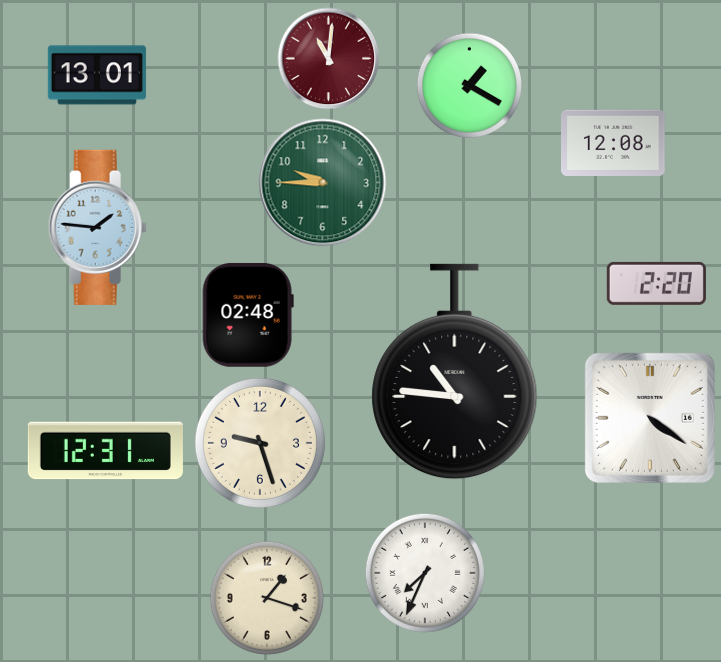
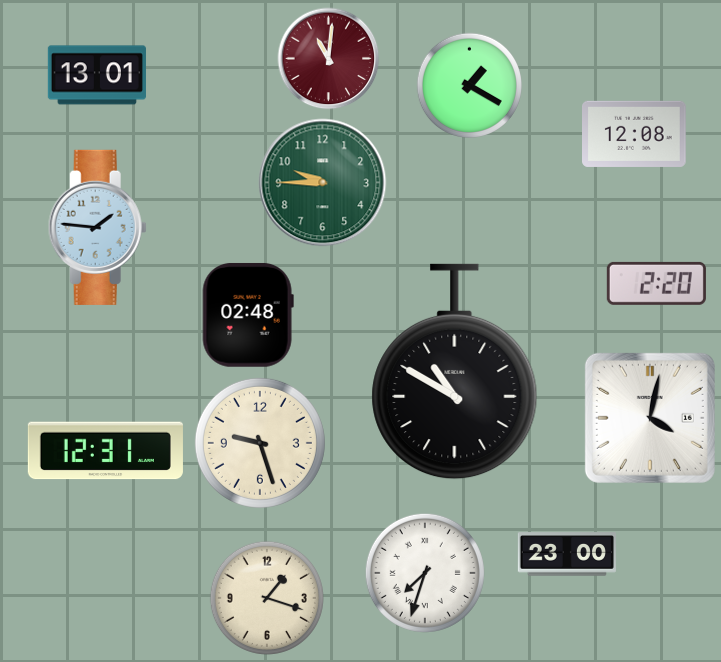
clock at (613, 143) position: (613, 143) -> (634, 134)
clock at (455, 372): 10:46 -> 10:50
clock at (650, 418): 4:21 -> 4:02
clock at (567, 554): none -> 23:00
clock at (425, 573): 7:34 -> 7:33
